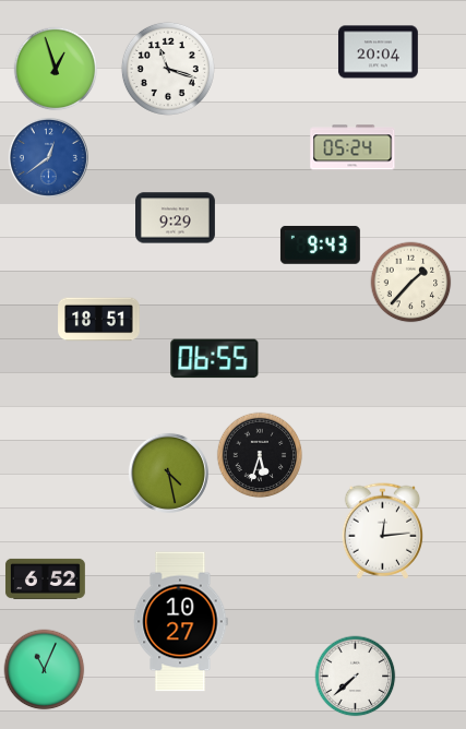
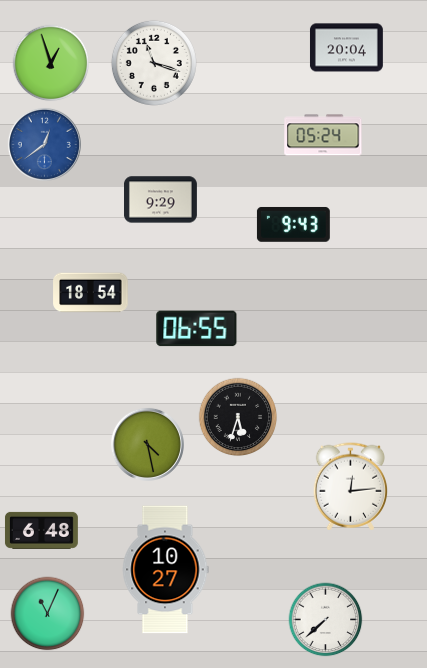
clock at (411, 283): 1:37 -> none
clock at (99, 320): 18:51 -> 18:54
clock at (168, 473) position: (168, 473) -> (147, 444)
clock at (45, 578): 6:52 -> 6:48
clock at (45, 670) position: (45, 670) -> (48, 614)
